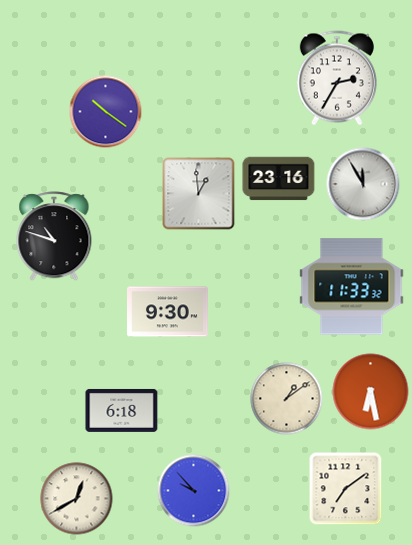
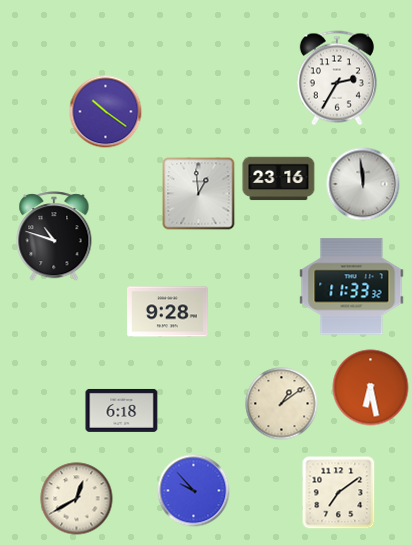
clock at (363, 184): 11:55 -> 11:59
clock at (168, 312): 9:30 -> 9:28
clock at (371, 392) position: (371, 392) -> (371, 388)
clock at (287, 399) position: (287, 399) -> (282, 404)
clock at (346, 489) position: (346, 489) -> (339, 493)
